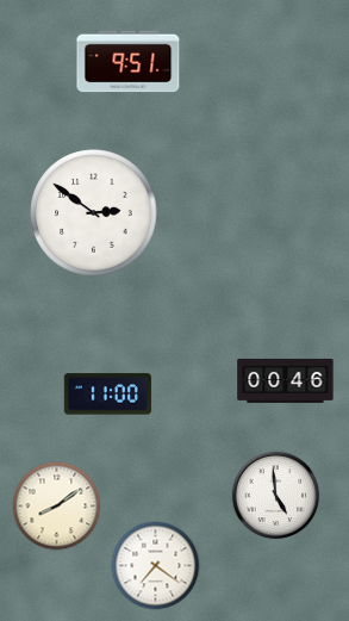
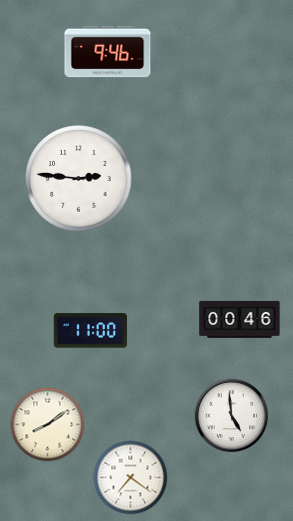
clock at (129, 62): 9:51 -> 9:46
clock at (94, 213): 2:51 -> 2:46
clock at (156, 566) position: (156, 566) -> (131, 478)
